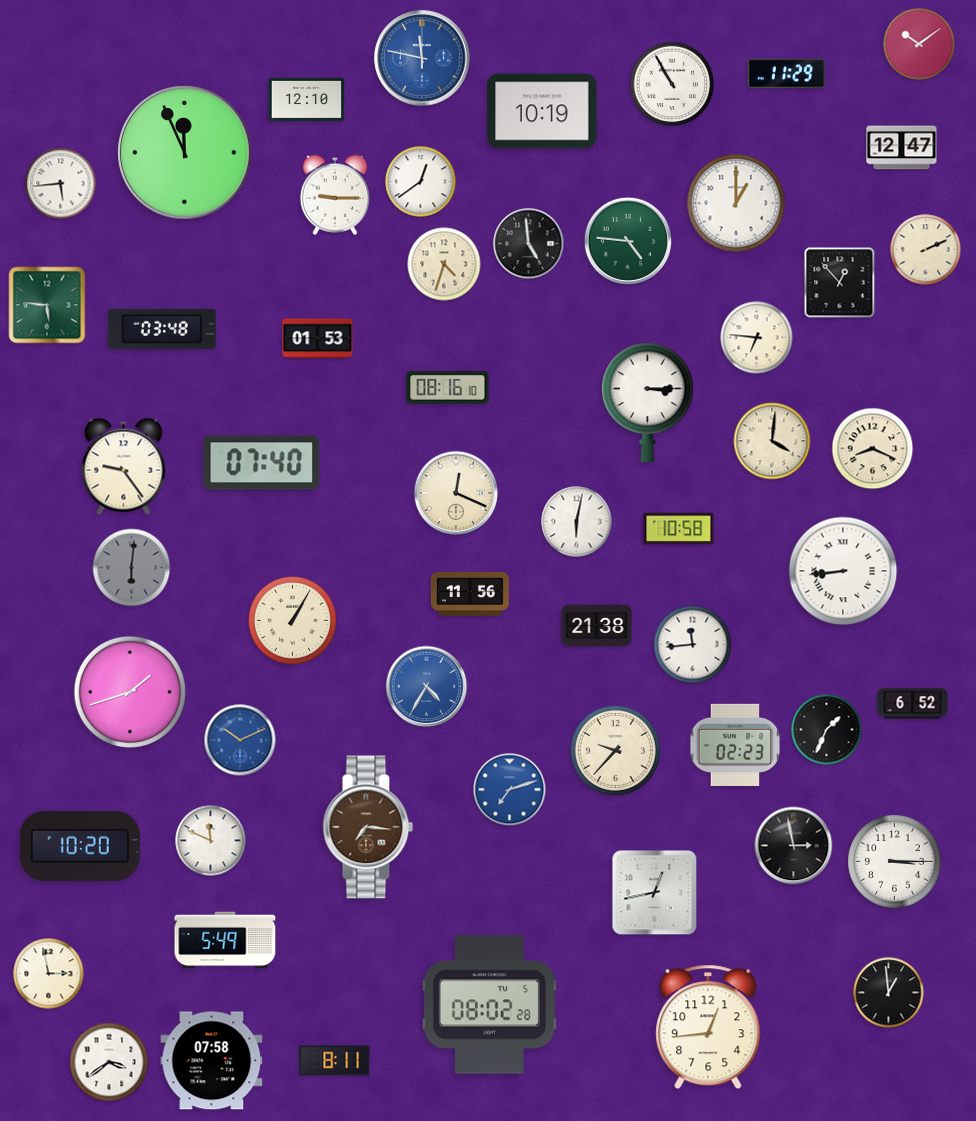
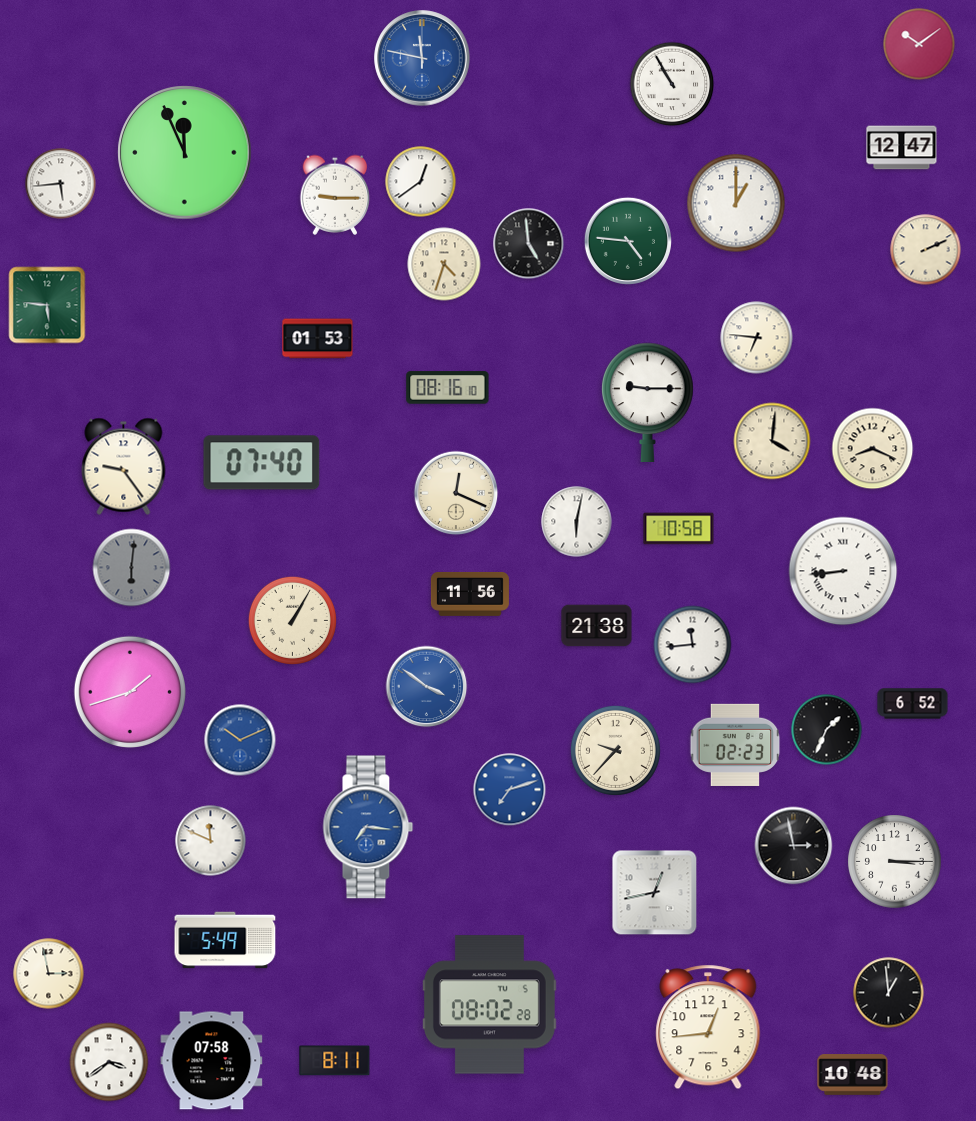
clock at (786, 74): 11:29 -> none
clock at (307, 99): 12:10 -> none
clock at (542, 111): 10:19 -> none
clock at (840, 283): 12:53 -> none
clock at (162, 329): 03:48 -> none
clock at (648, 402): 3:15 -> 9:15
clock at (427, 687): 4:35 -> 3:51
clock at (368, 827) dial: brown -> blue
clock at (80, 846): 10:20 -> none
clock at (853, 1075): none -> 10:48
